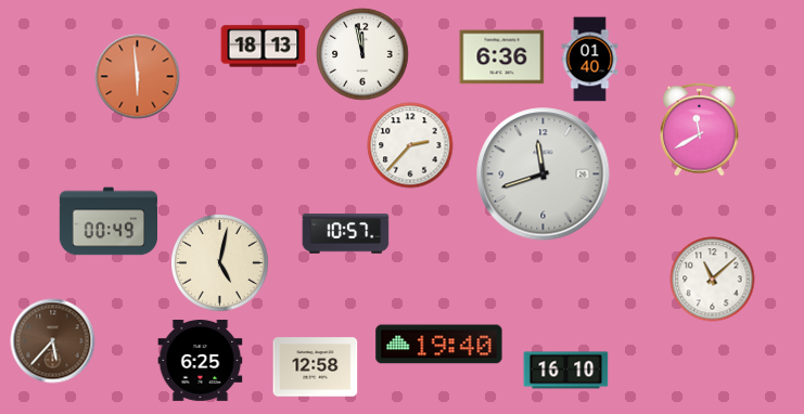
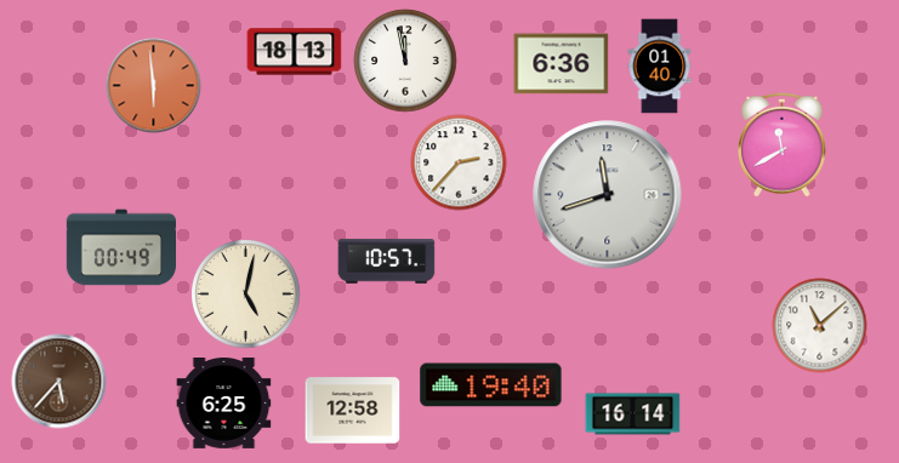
clock at (712, 279) position: (712, 279) -> (819, 325)
clock at (565, 371): 16:10 -> 16:14
